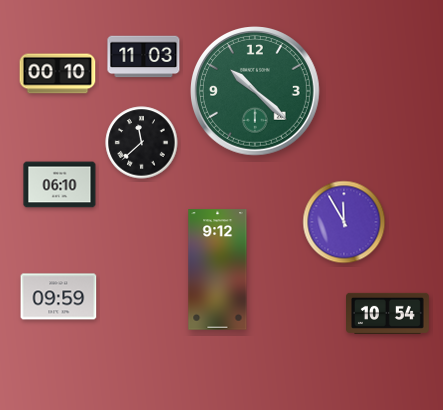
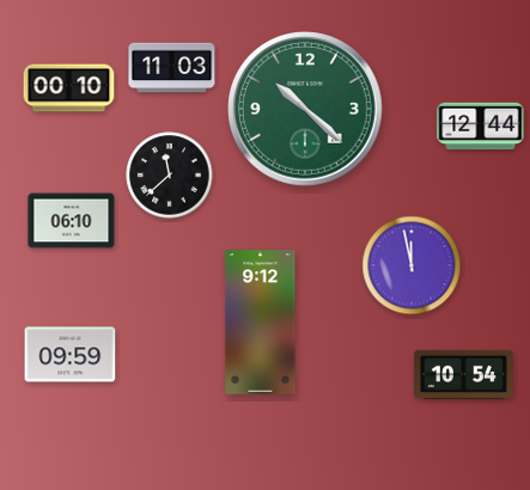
clock at (481, 127): none -> 12:44
clock at (142, 143) position: (142, 143) -> (170, 176)
clock at (344, 222): 11:55 -> 11:58
